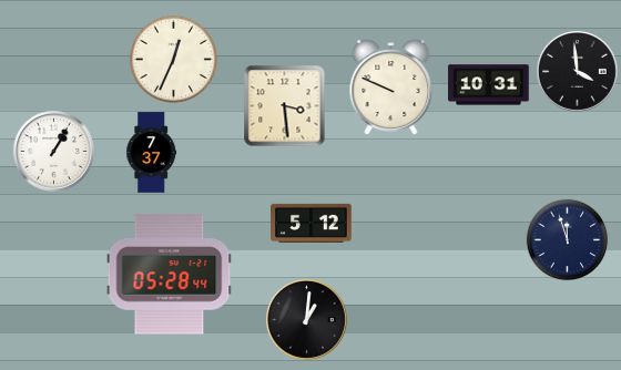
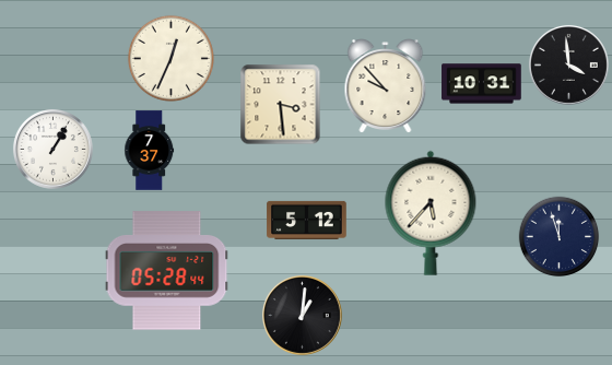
clock at (577, 71) position: (577, 71) -> (568, 64)
clock at (391, 88): 9:49 -> 9:53
clock at (431, 213): none -> 5:37
